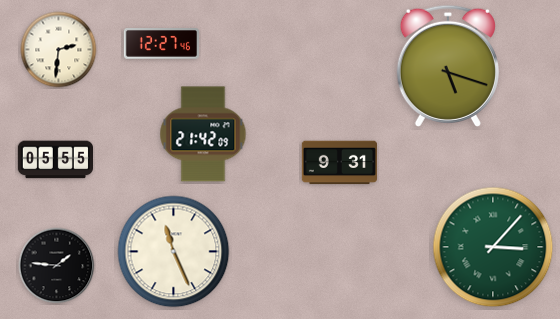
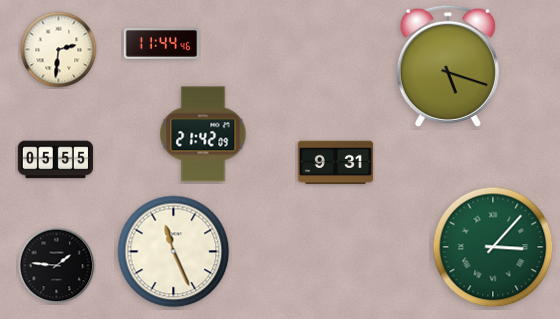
clock at (161, 44): 12:27 -> 11:44
clock at (339, 163) position: (339, 163) -> (335, 163)
